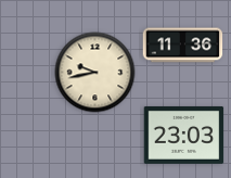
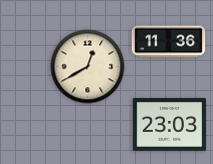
clock at (95, 73): 9:43 -> 12:40
